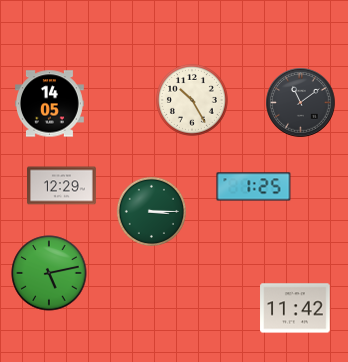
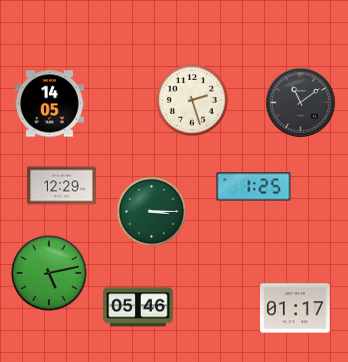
clock at (192, 100): 10:25 -> 2:27
clock at (138, 307): none -> 05:46
clock at (295, 308): 11:42 -> 01:17
